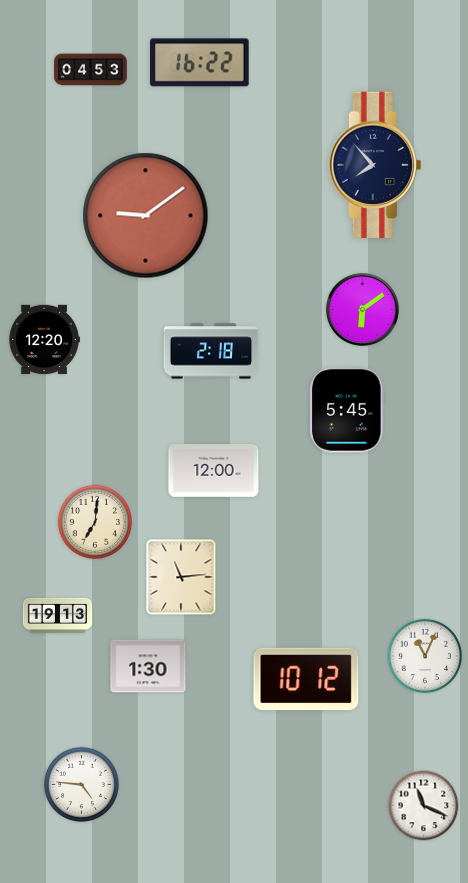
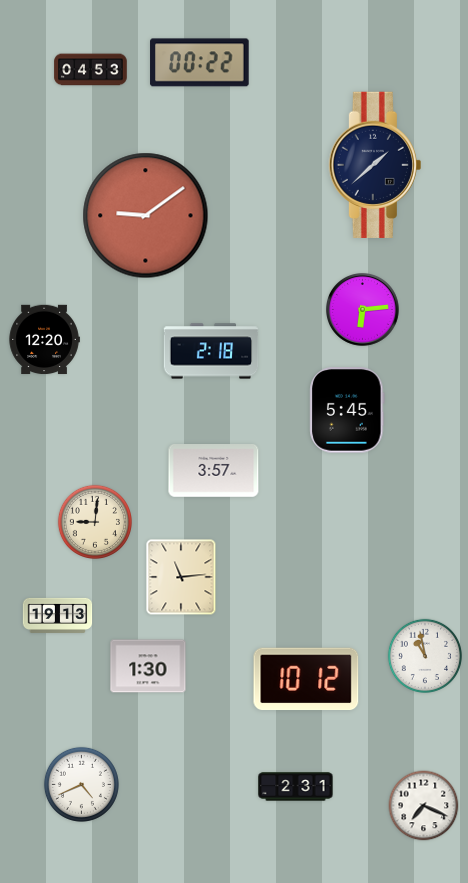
clock at (200, 63): 16:22 -> 00:22
clock at (375, 165): 7:53 -> 1:38
clock at (363, 310): 6:09 -> 6:14
clock at (214, 471): 12:00 -> 3:57
clock at (94, 521): 7:01 -> 9:01
clock at (424, 655): 11:04 -> 10:58
clock at (81, 784): 4:46 -> 4:41
clock at (296, 787): none -> 2:31
clock at (424, 806): 11:19 -> 7:19
